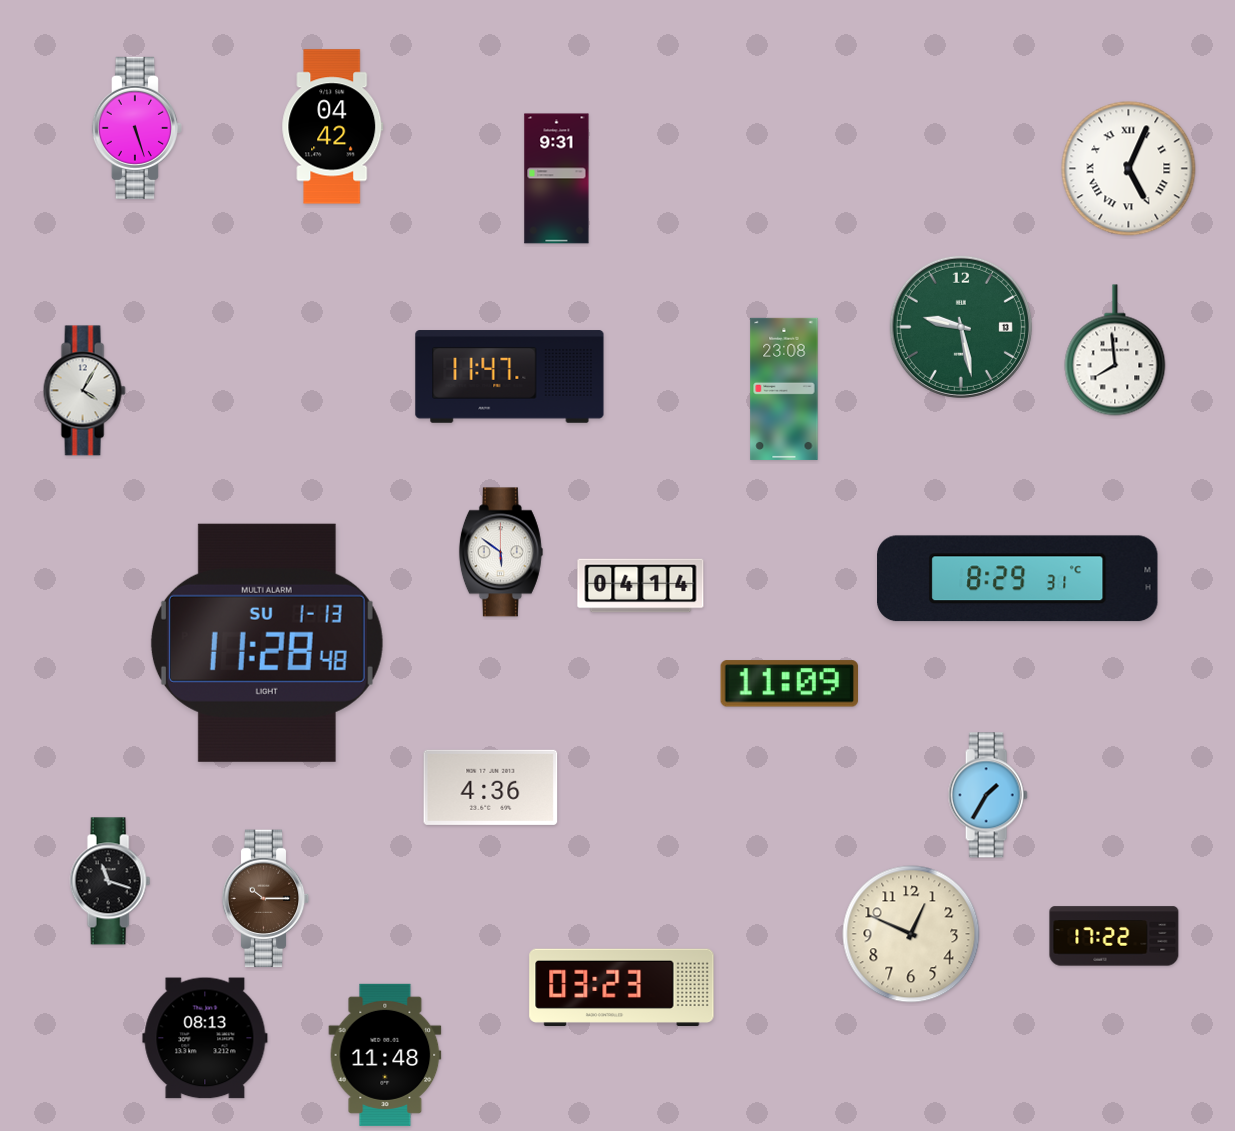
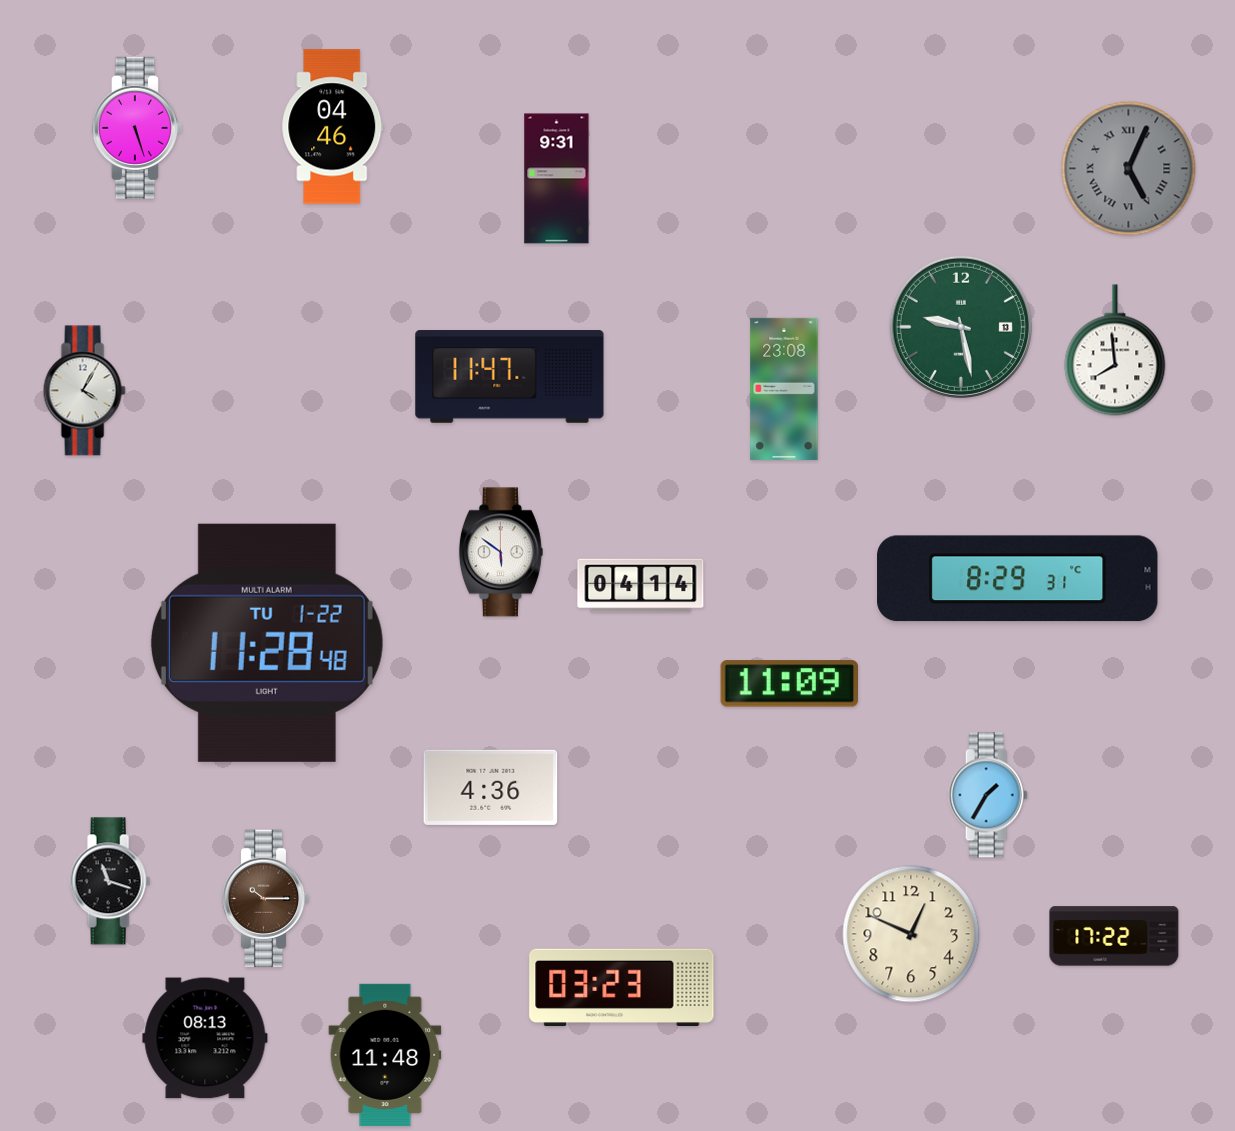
clock at (333, 127): 04:42 -> 04:46
clock at (1129, 169) dial: white -> grey
clock at (267, 643) date: SU 1-13 -> TU 1-22
